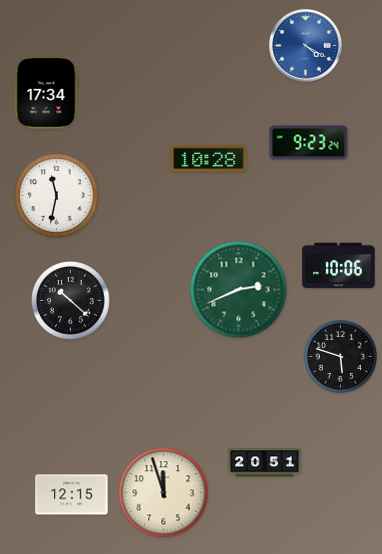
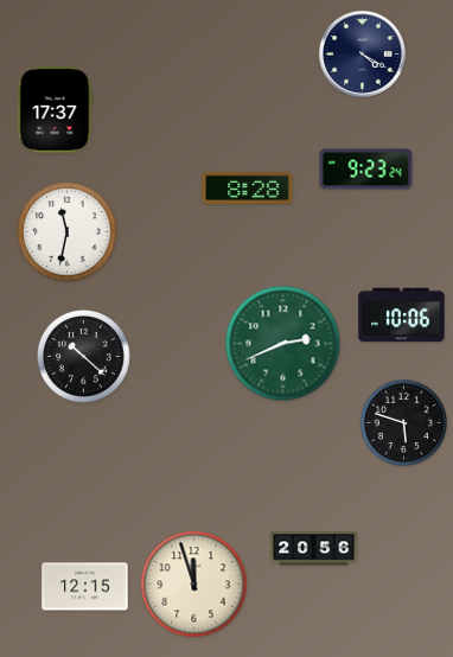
clock at (306, 46) dial: blue -> navy
clock at (46, 93): 17:34 -> 17:37
clock at (209, 158): 10:28 -> 8:28
clock at (265, 463): 20:51 -> 20:56
